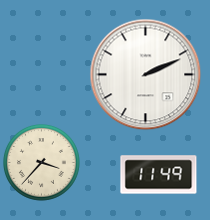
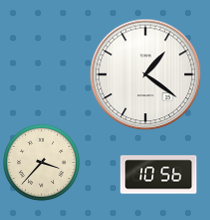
clock at (146, 75): 2:11 -> 1:21
clock at (159, 175): 11:49 -> 10:56
